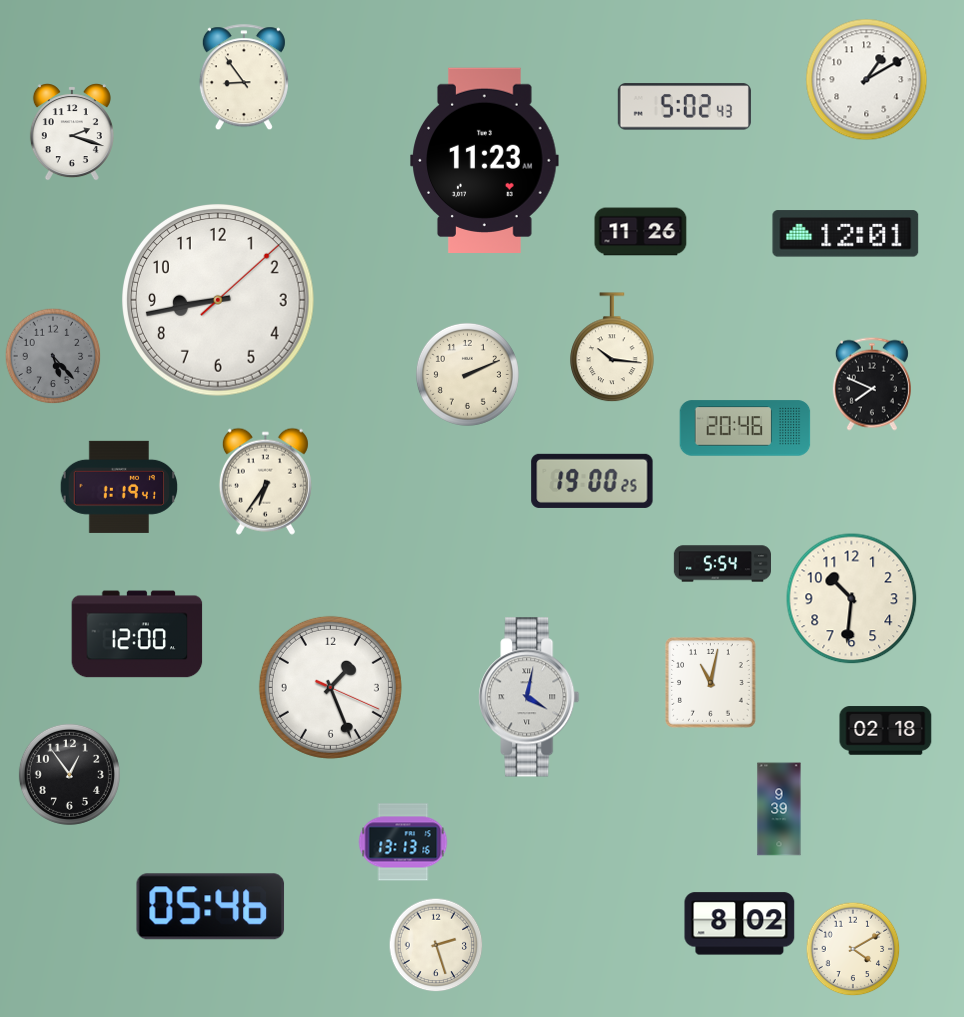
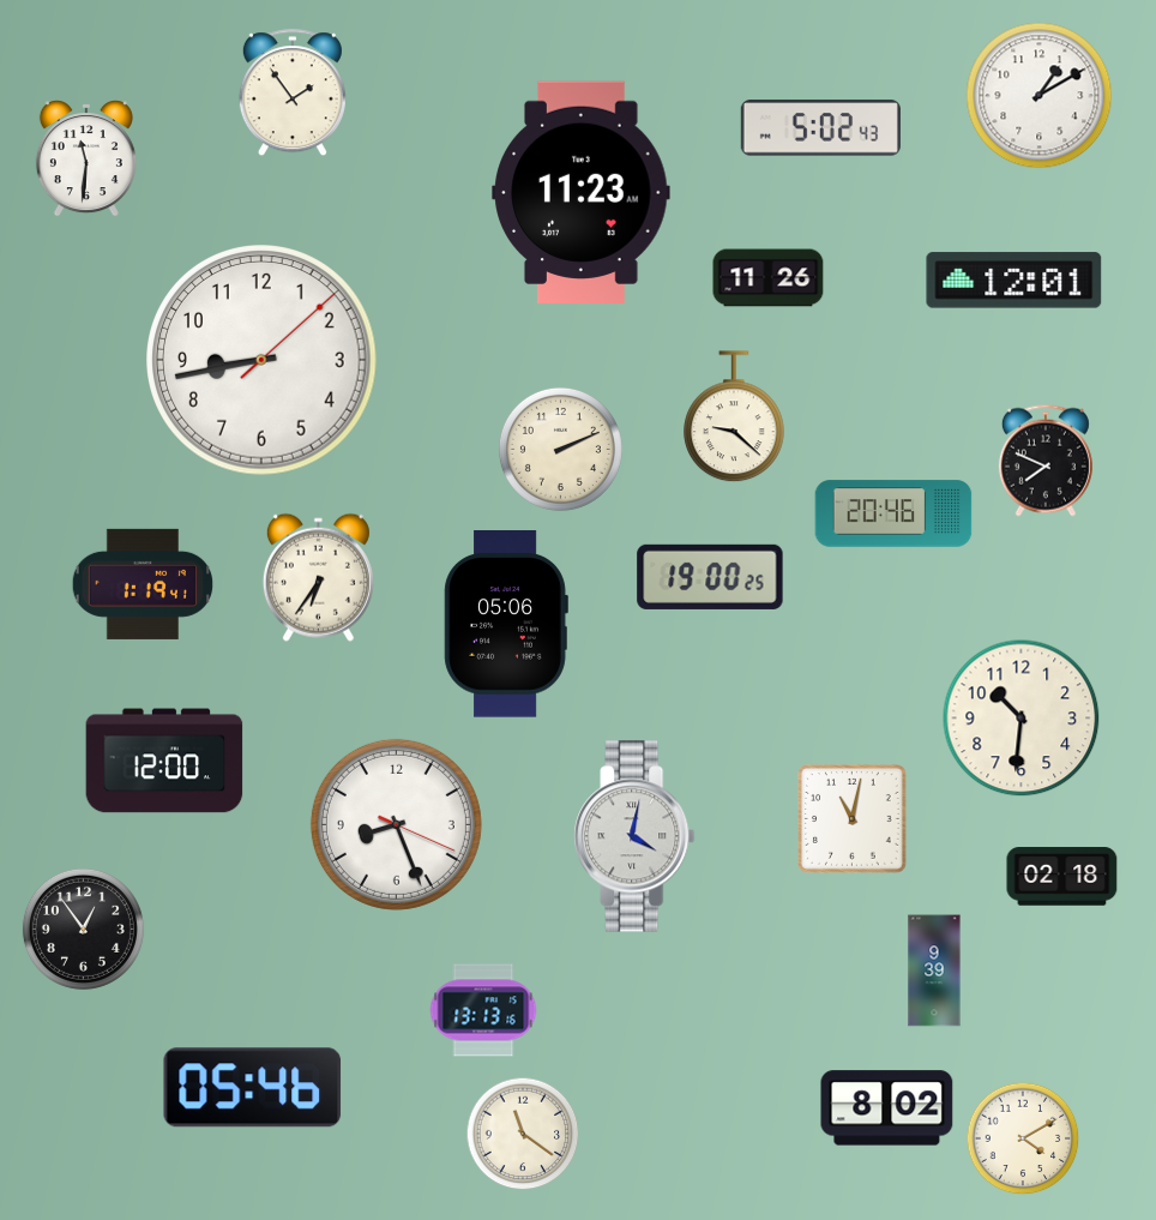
clock at (244, 78): 8:54 -> 1:54
clock at (72, 132): 2:18 -> 11:31
clock at (612, 348): 10:16 -> 9:22
clock at (53, 356): 5:23 -> none
clock at (506, 624): none -> 05:06
clock at (722, 564): 5:54 -> none
clock at (330, 687): 1:26 -> 8:26
clock at (436, 945): 2:27 -> 11:21
